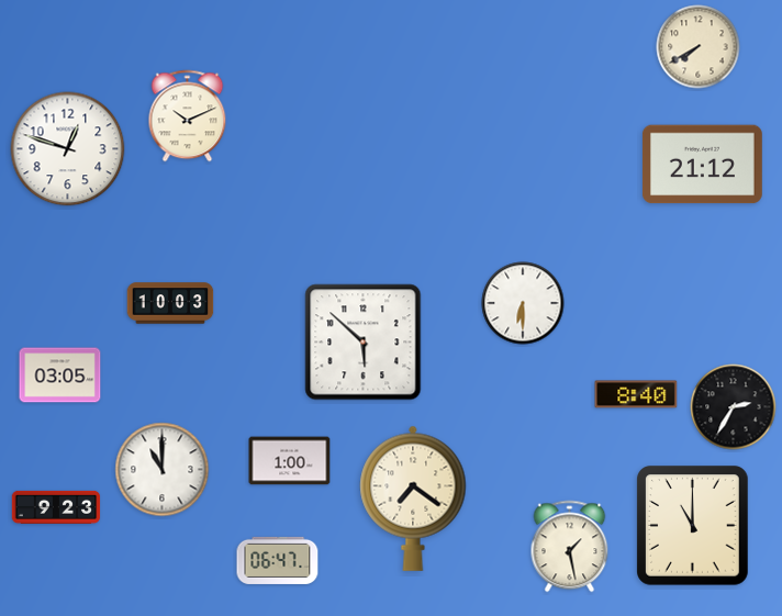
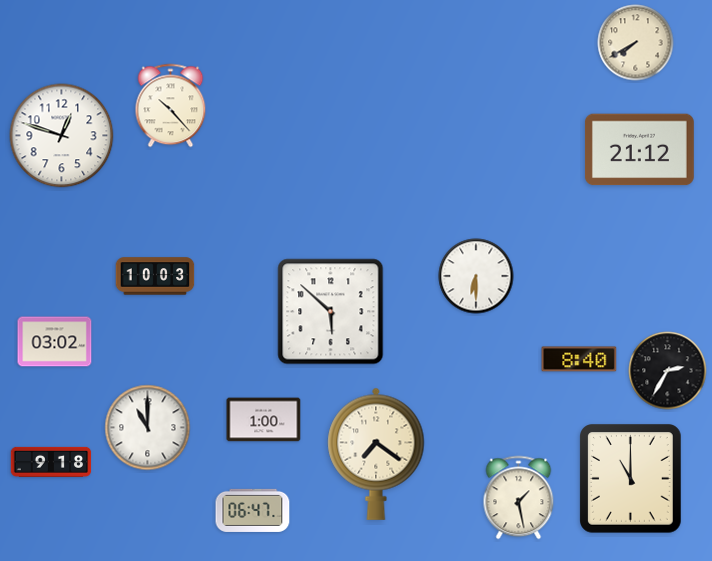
clock at (188, 116): 10:11 -> 10:23
clock at (60, 376): 03:05 -> 03:02
clock at (56, 507): 9:23 -> 9:18
